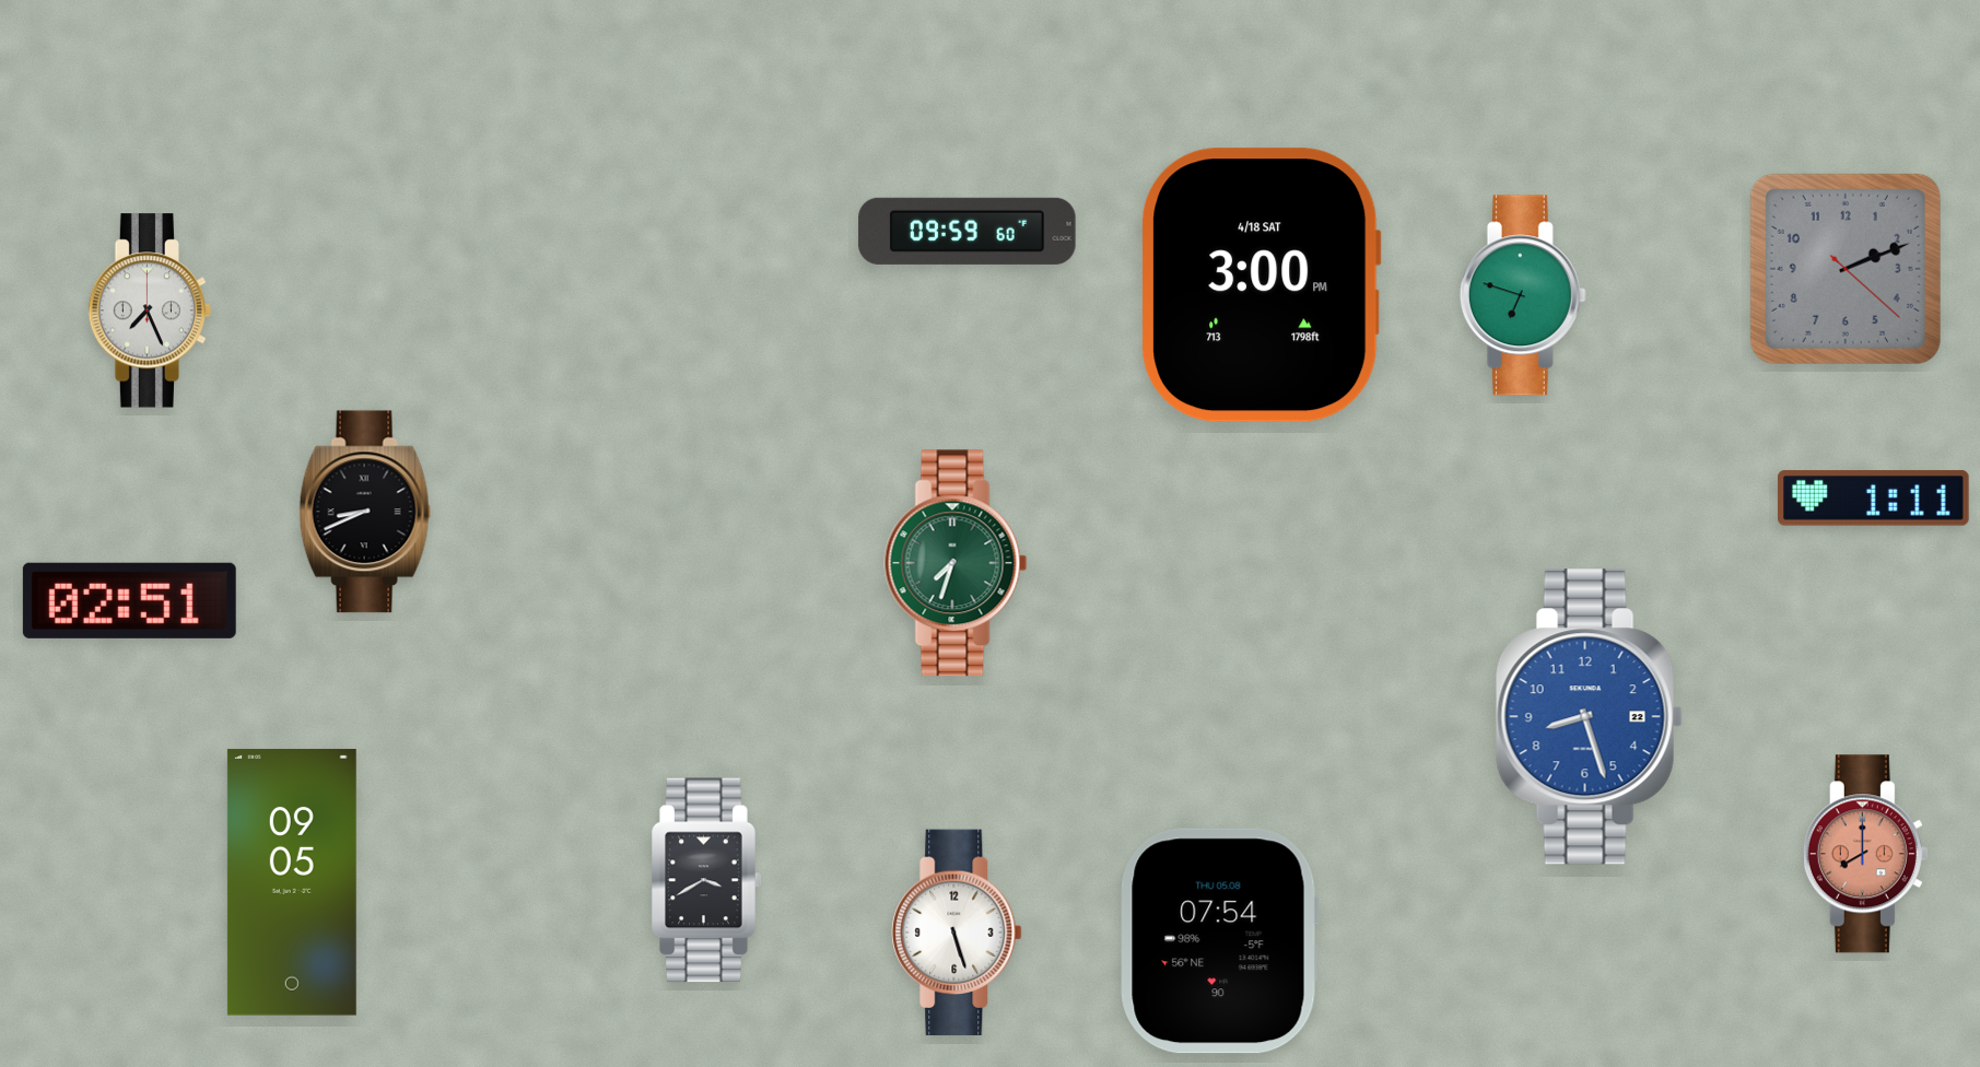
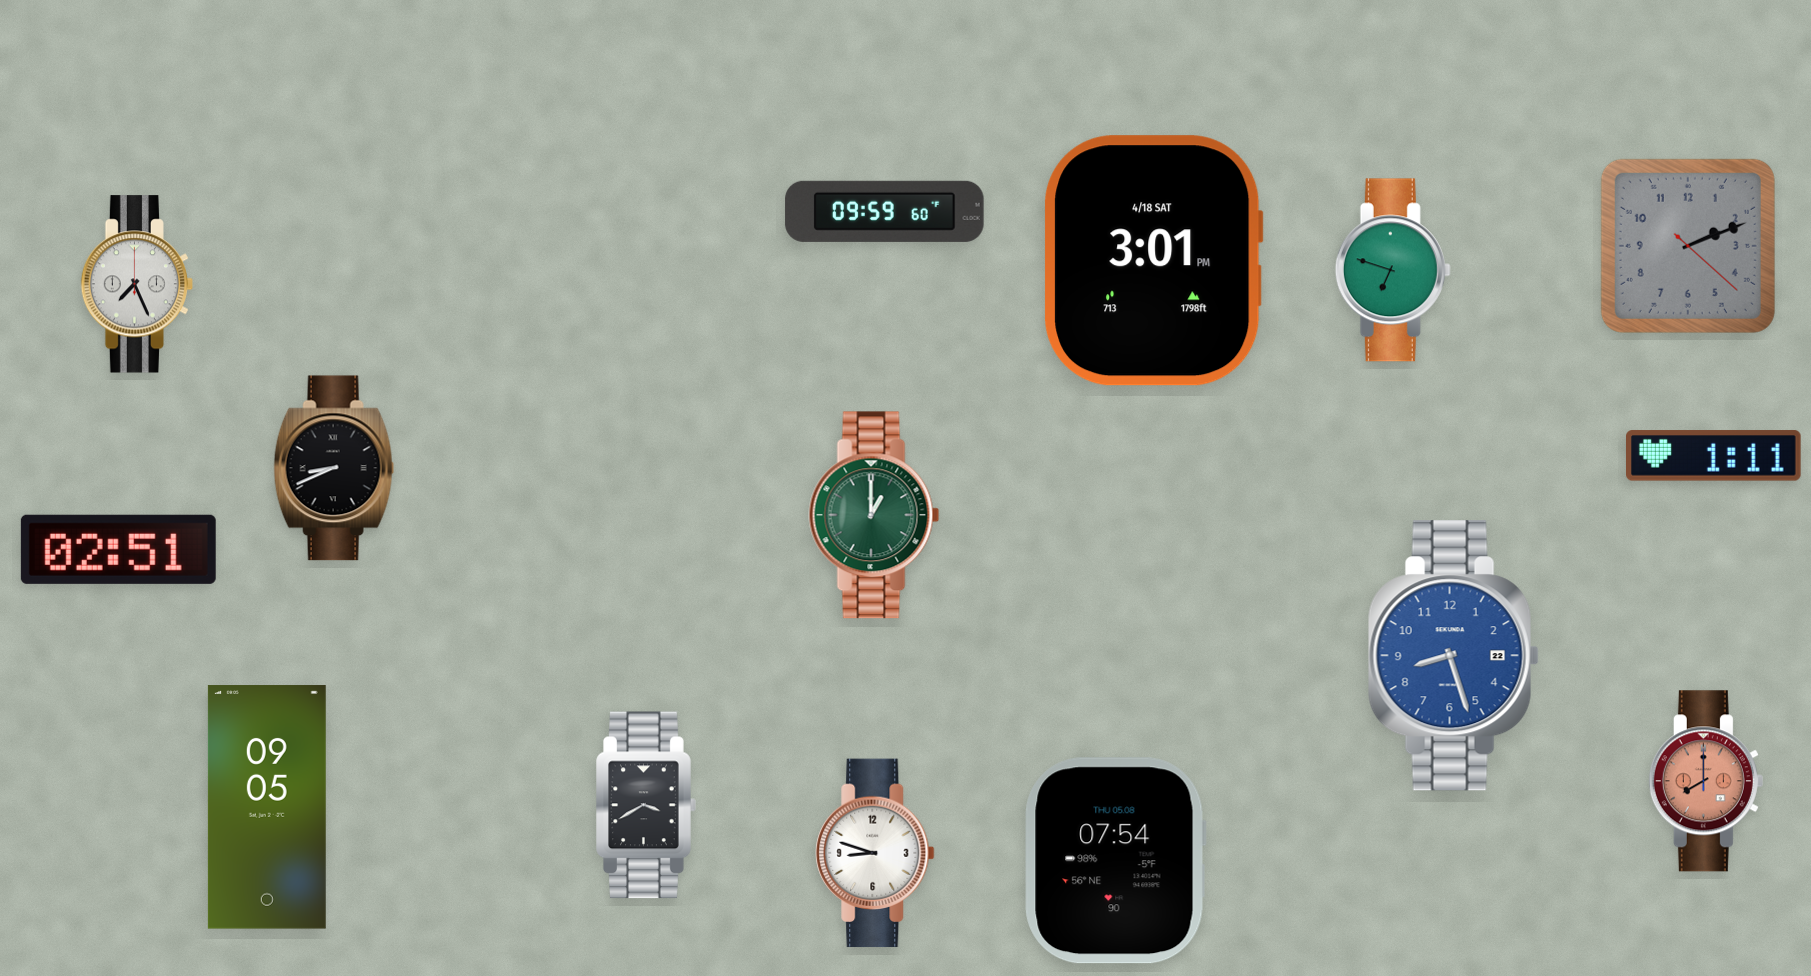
clock at (1262, 285): 3:00 -> 3:01
clock at (956, 563): 7:33 -> 1:00
clock at (957, 933): 5:27 -> 8:48
